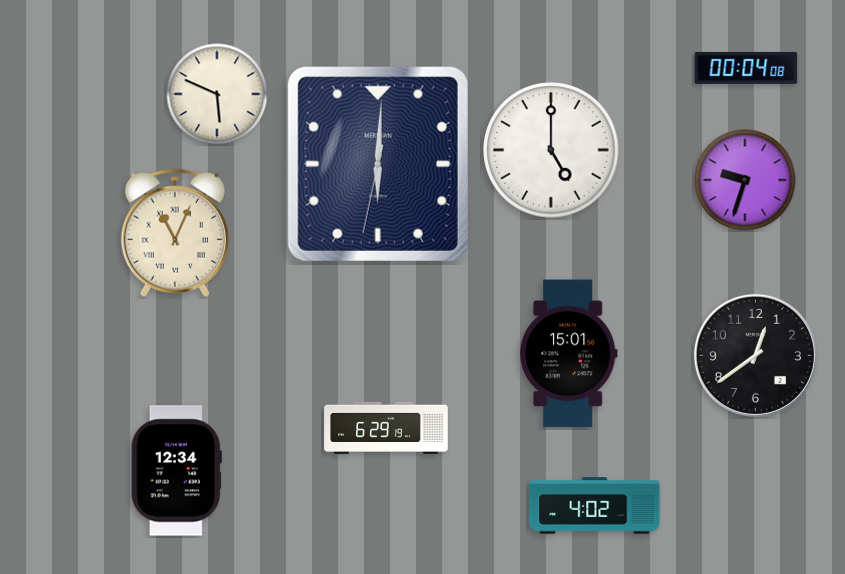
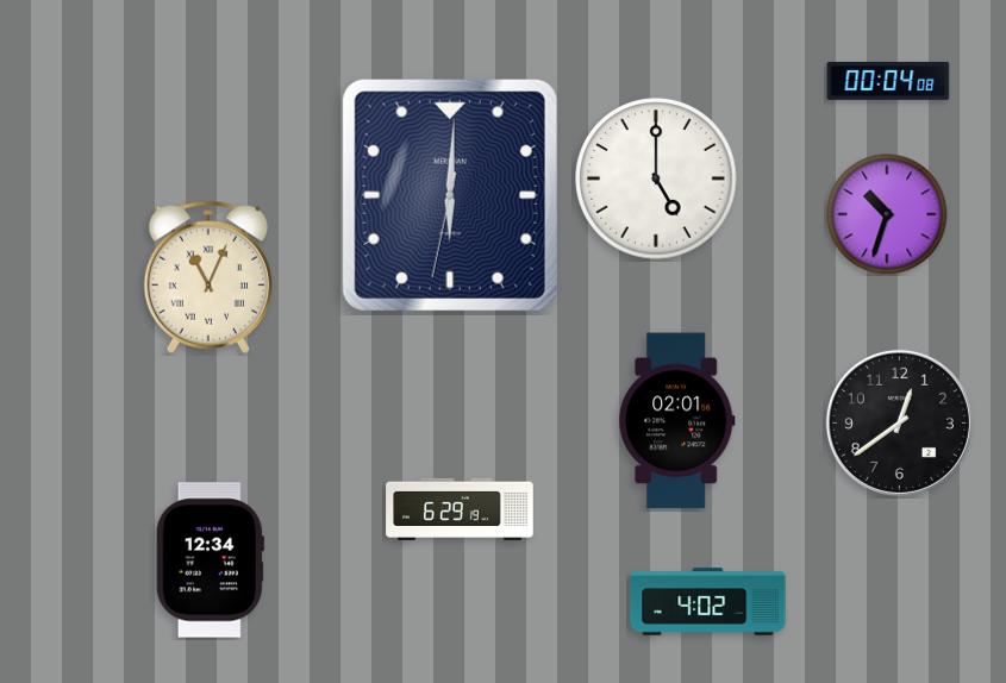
clock at (217, 94): 5:49 -> none
clock at (745, 180): 9:33 -> 10:33
clock at (569, 354): 15:01 -> 02:01
